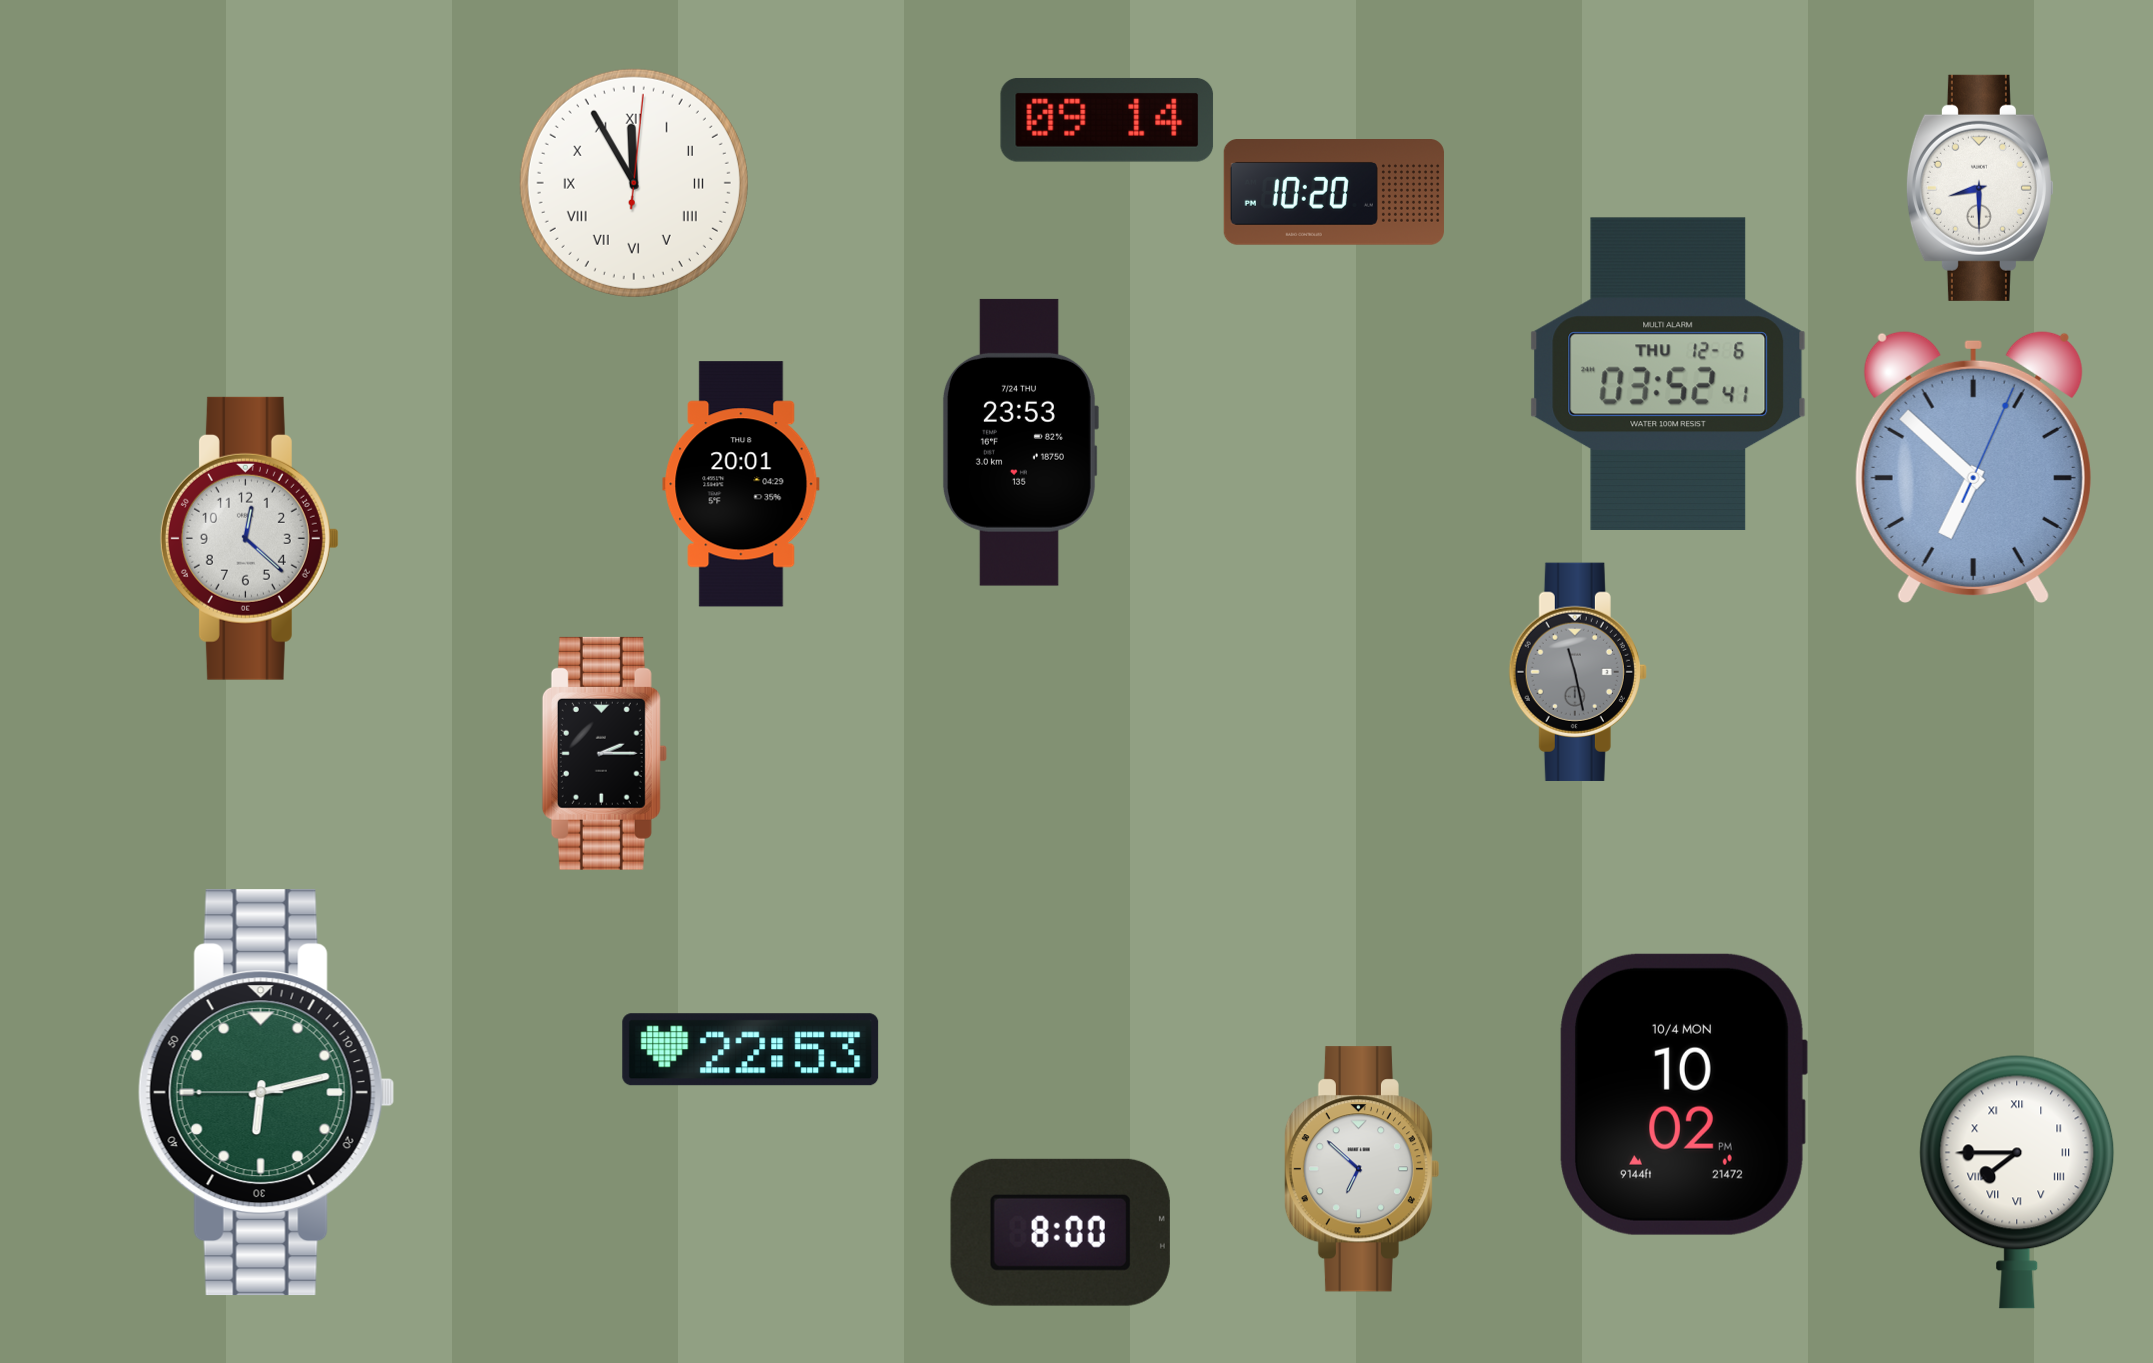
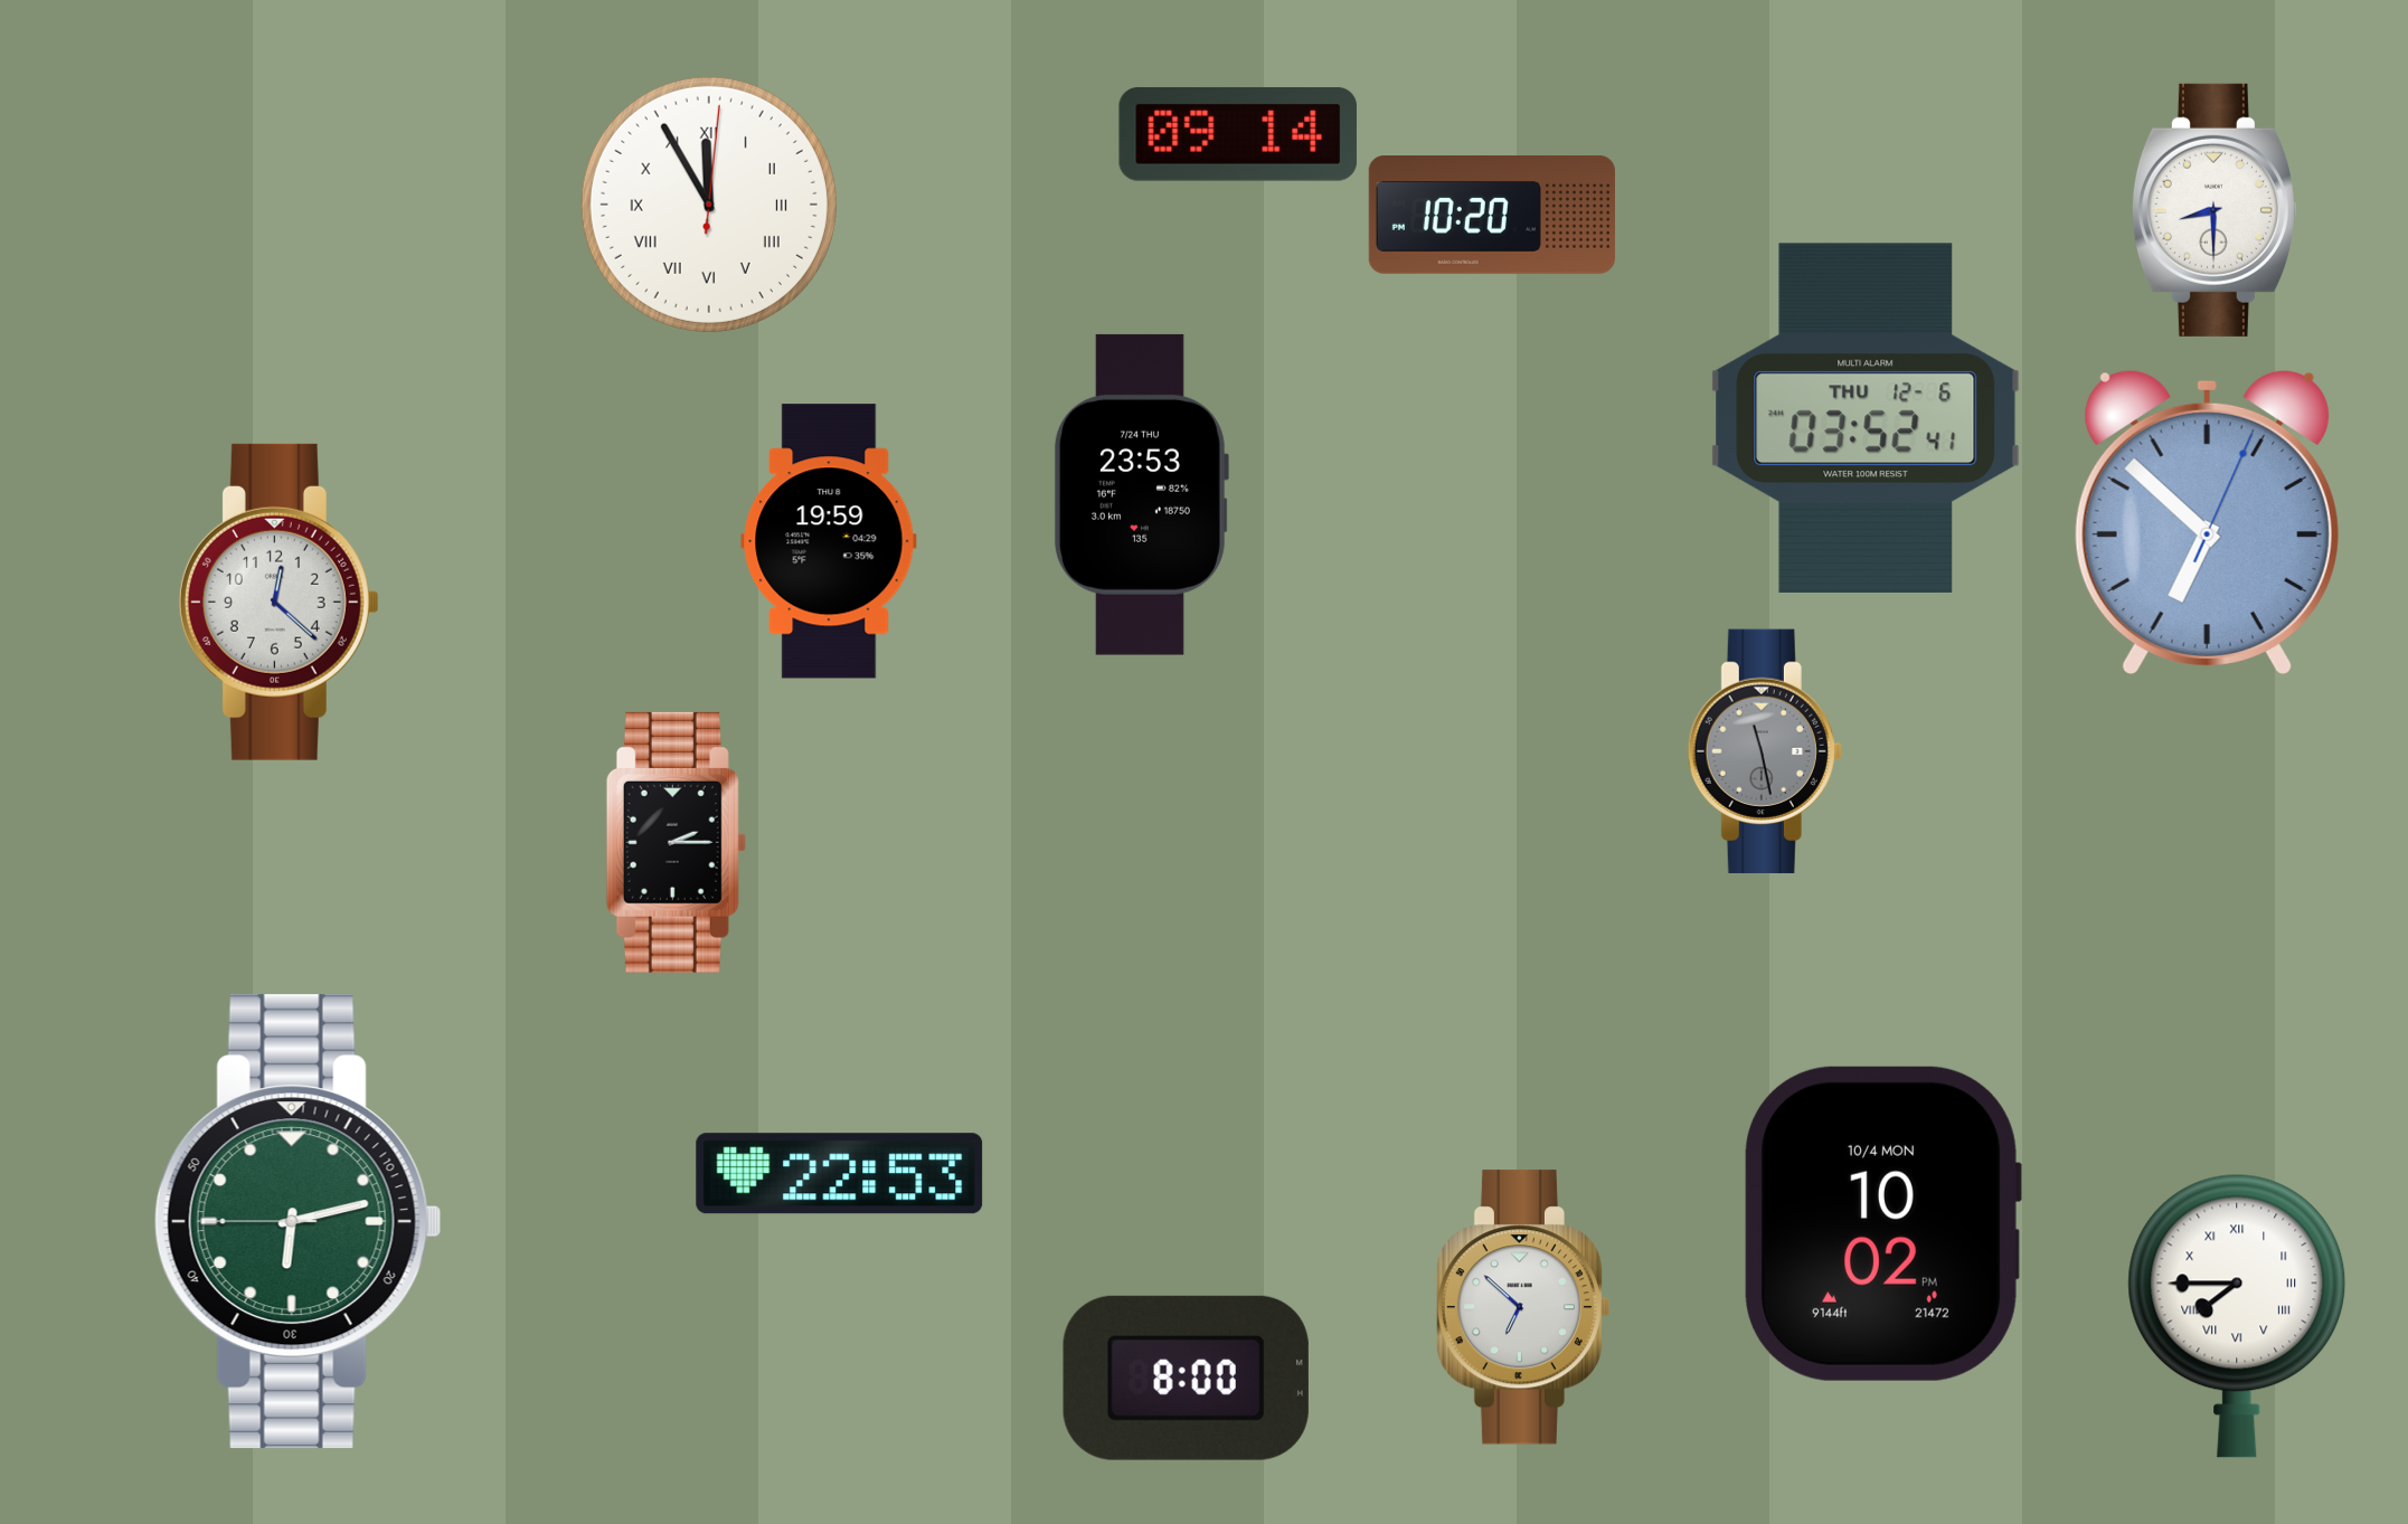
clock at (741, 484): 20:01 -> 19:59
clock at (2017, 1182) position: (2017, 1182) -> (2237, 1316)
